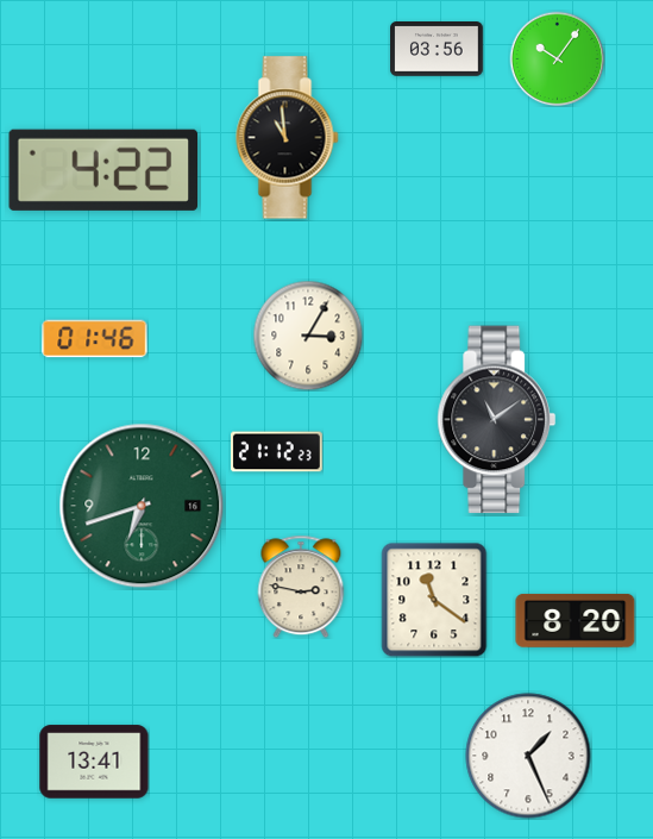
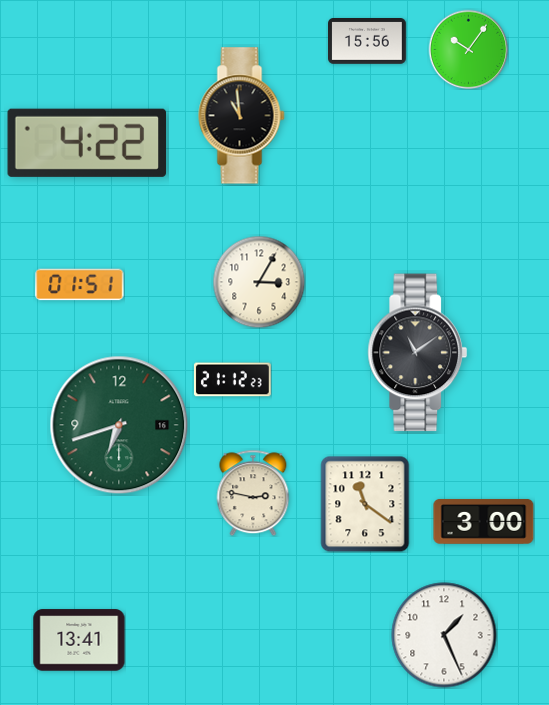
clock at (437, 50): 03:56 -> 15:56
clock at (95, 339): 01:46 -> 01:51
clock at (576, 620): 8:20 -> 3:00
